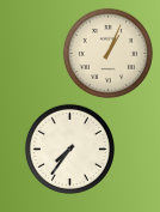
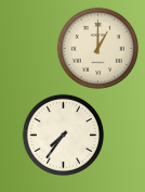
clock at (107, 53): 1:04 -> 1:00
